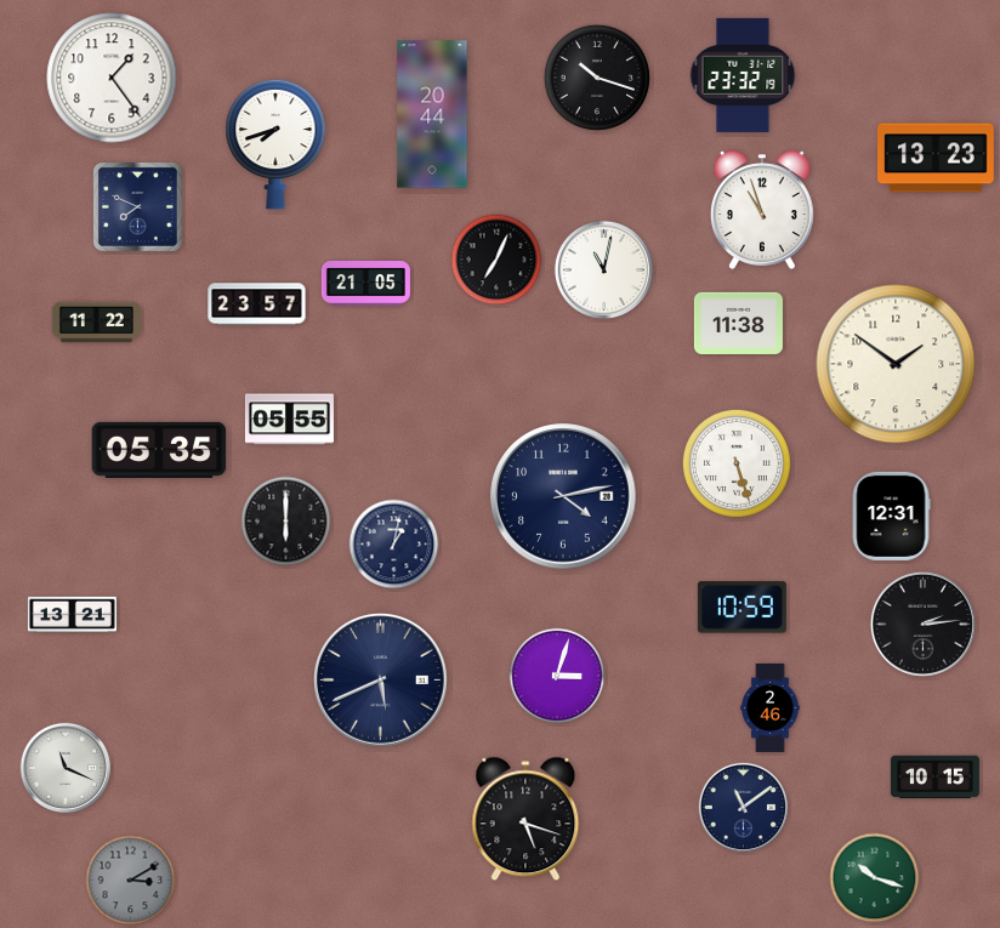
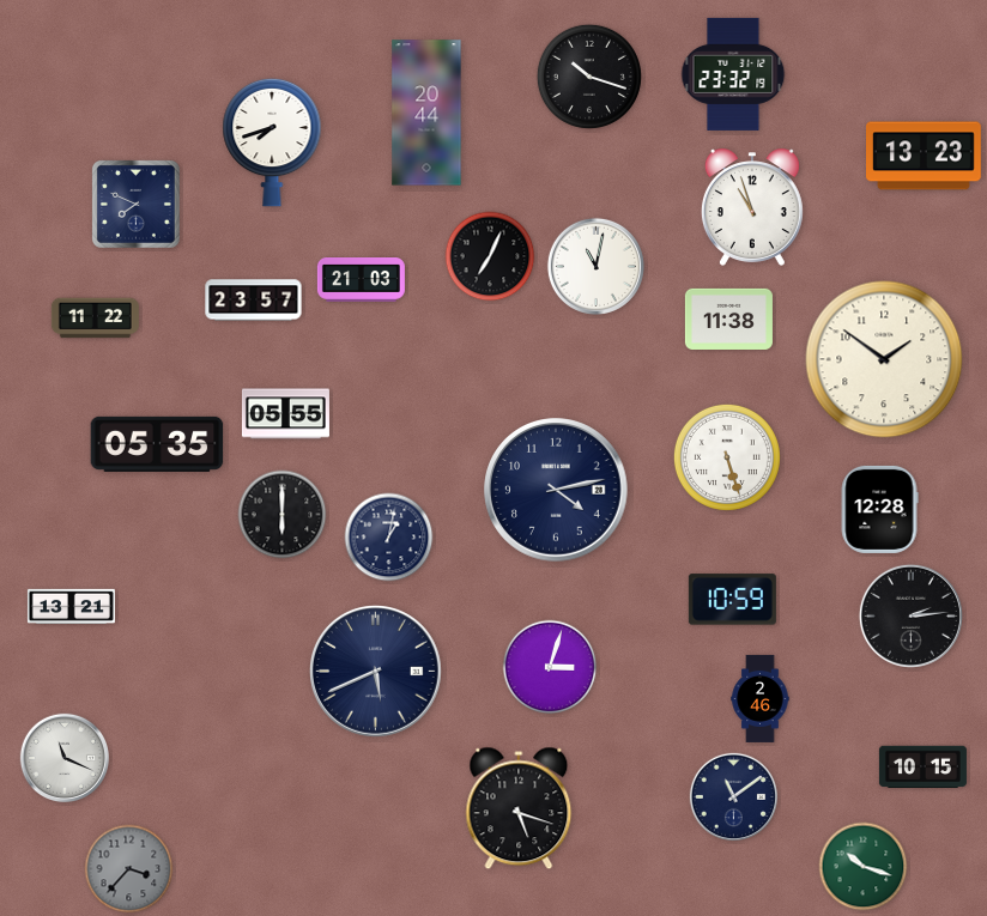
clock at (112, 78): 1:24 -> none
clock at (365, 284): 21:05 -> 21:03
clock at (891, 516): 12:31 -> 12:28
clock at (131, 881): 3:10 -> 3:37
